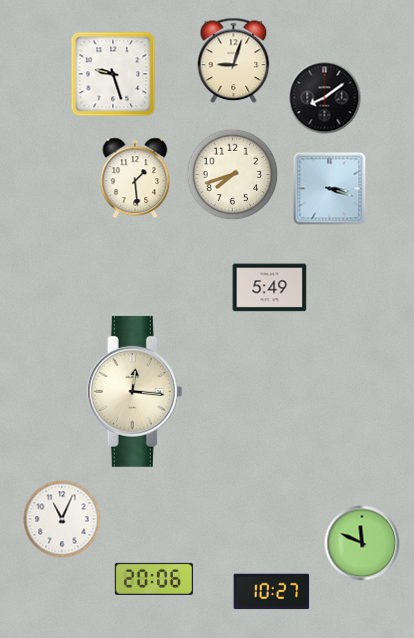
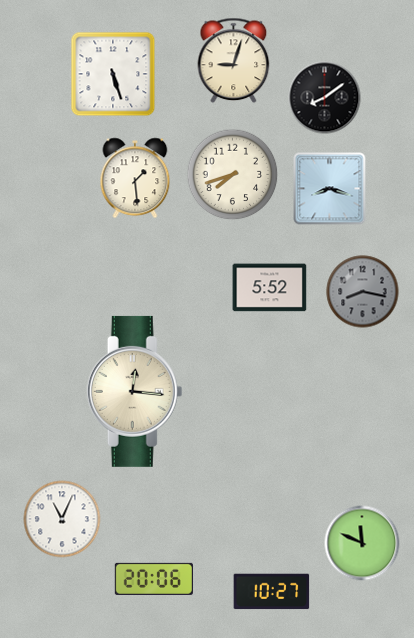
clock at (113, 74): 9:27 -> 5:27
clock at (330, 189): 3:18 -> 8:18
clock at (270, 288): 5:49 -> 5:52
clock at (363, 292): none -> 8:17
